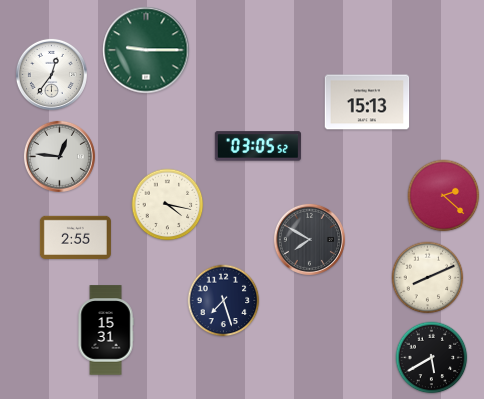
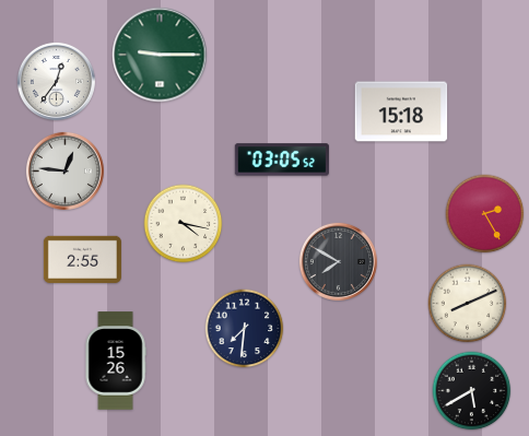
clock at (367, 102): 15:13 -> 15:18
clock at (444, 196): 2:22 -> 2:25
clock at (224, 301): 7:27 -> 7:31
clock at (106, 330): 15:31 -> 15:26
